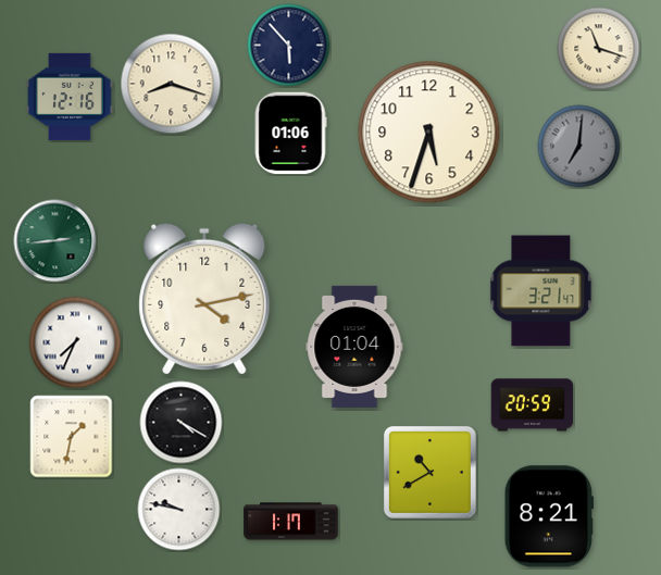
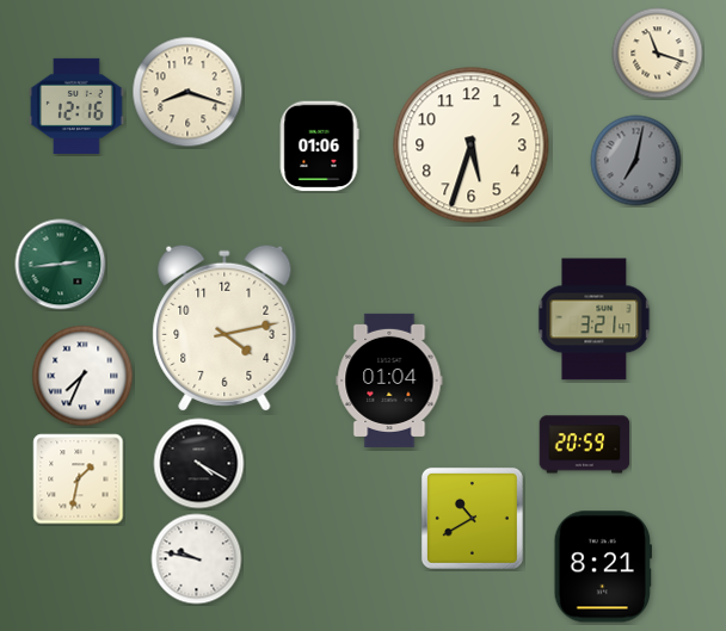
clock at (289, 46): 5:53 -> none
clock at (579, 147): 7:01 -> 7:02
clock at (291, 522): 1:17 -> none
